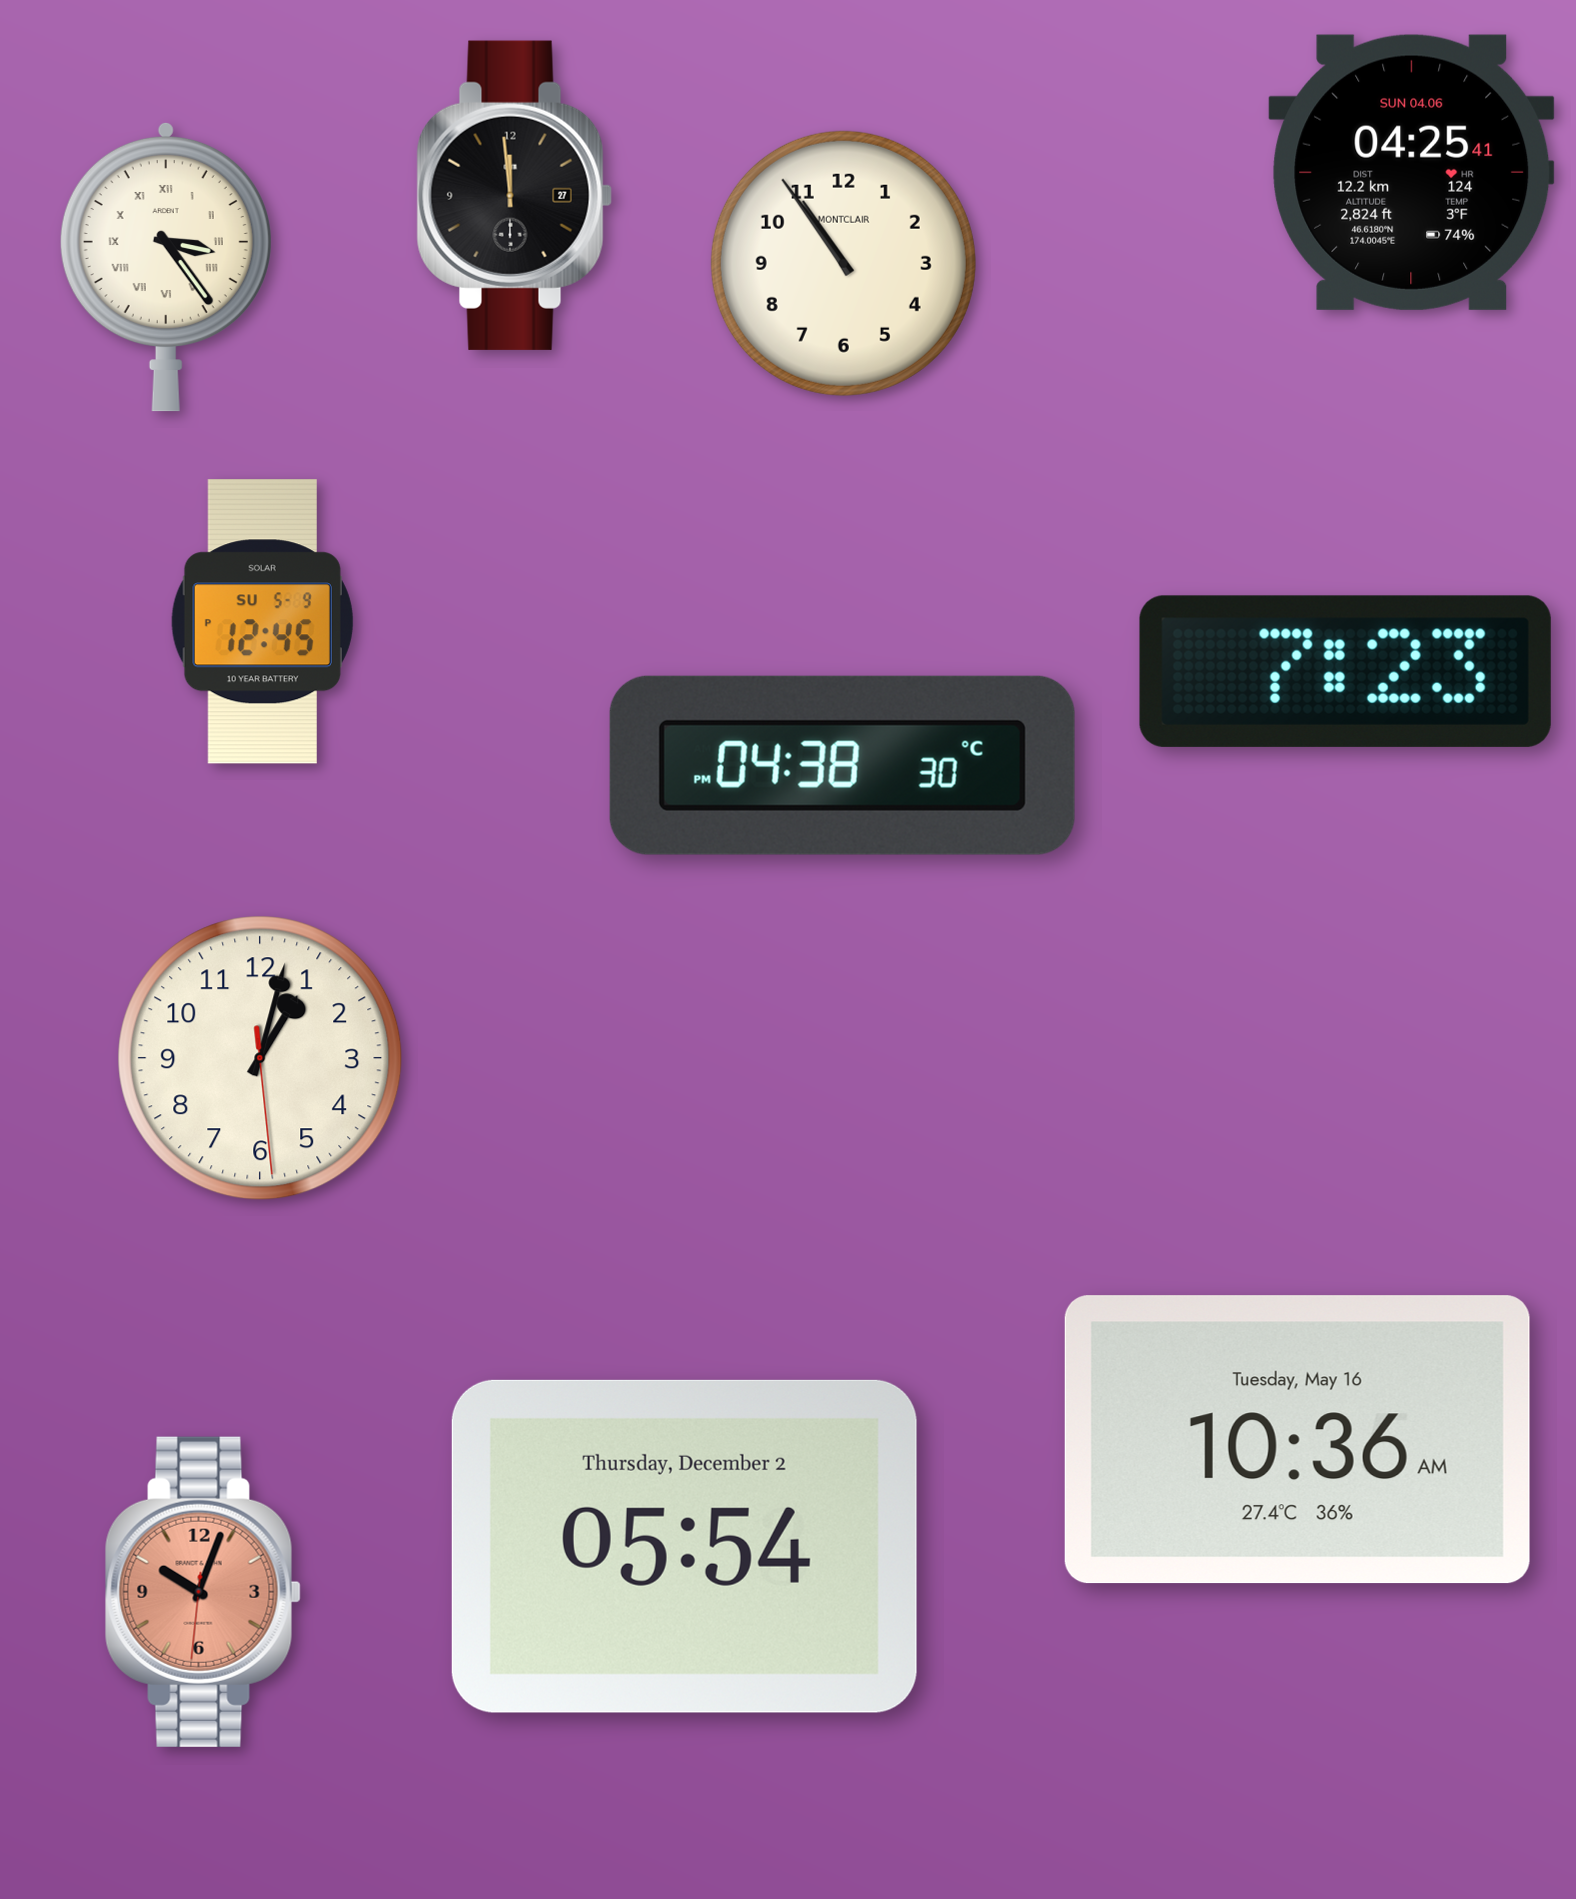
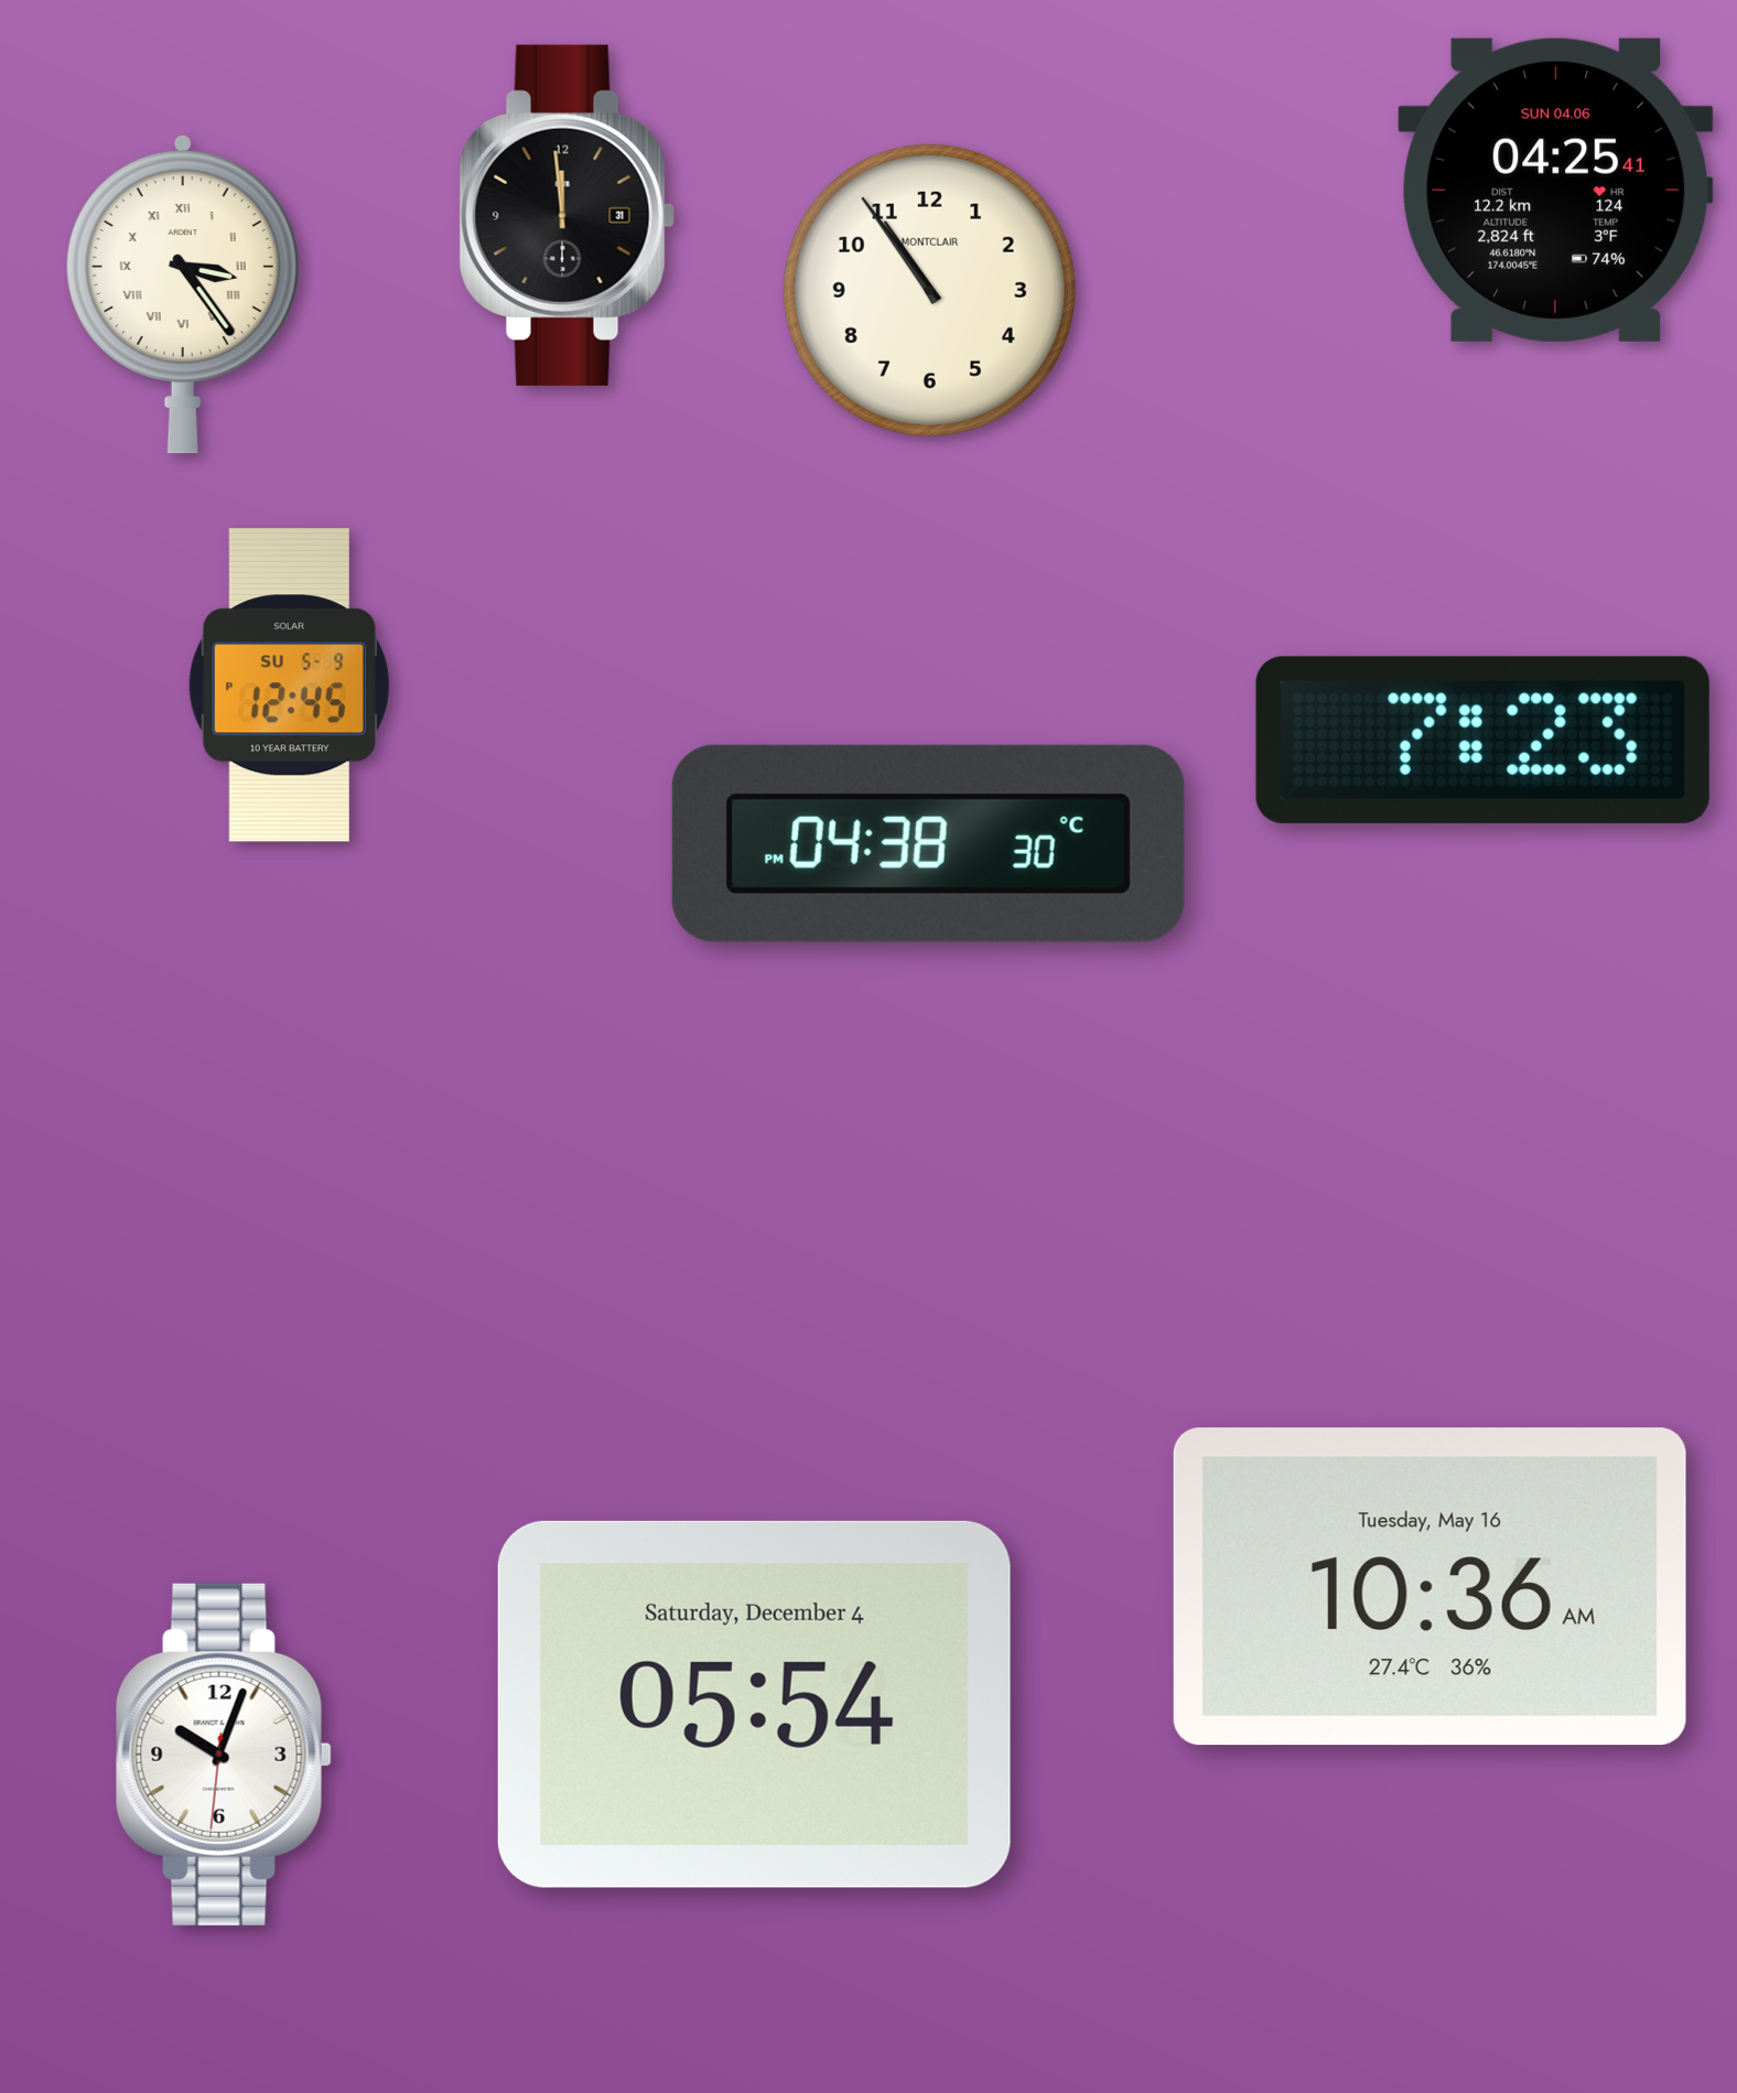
clock at (514, 195) date: 27 -> 31
clock at (260, 1058): 1:02 -> none
clock at (684, 1546) date: Thursday, December 2 -> Saturday, December 4
clock at (203, 1592) dial: salmon -> white
